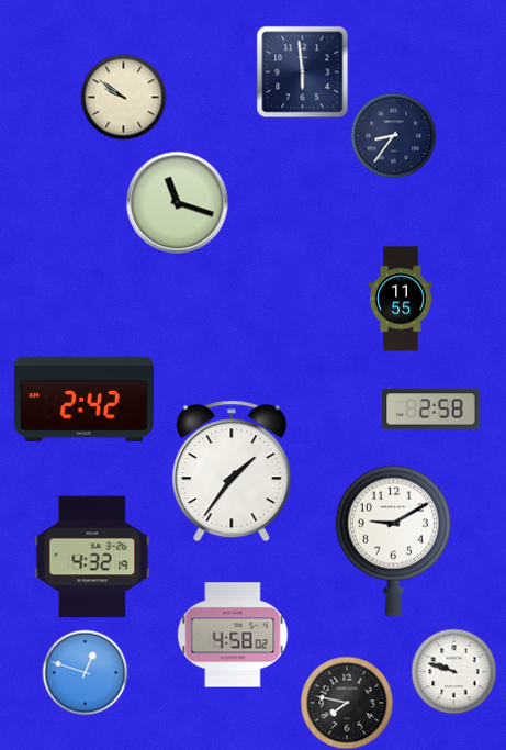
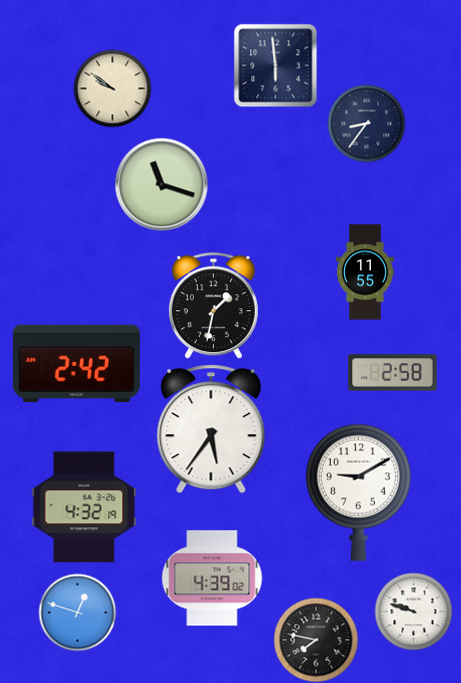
clock at (393, 135) position: (393, 135) -> (366, 123)
clock at (213, 306): none -> 1:32
clock at (232, 471): 1:36 -> 5:36
clock at (233, 635): 4:58 -> 4:39
